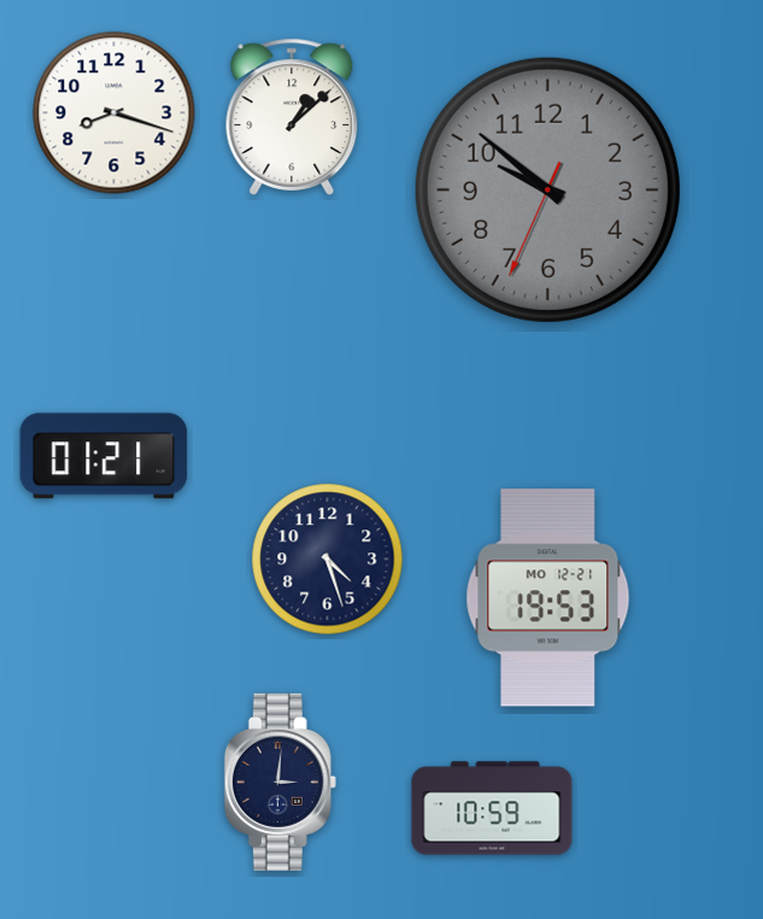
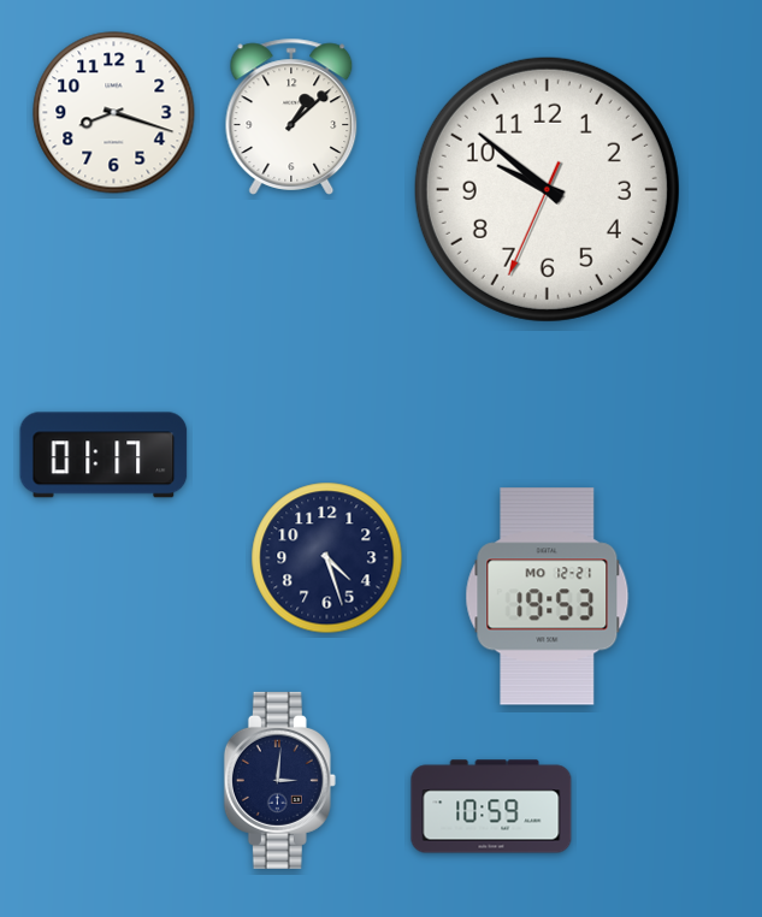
clock at (547, 189) dial: grey -> white
clock at (104, 456): 01:21 -> 01:17
